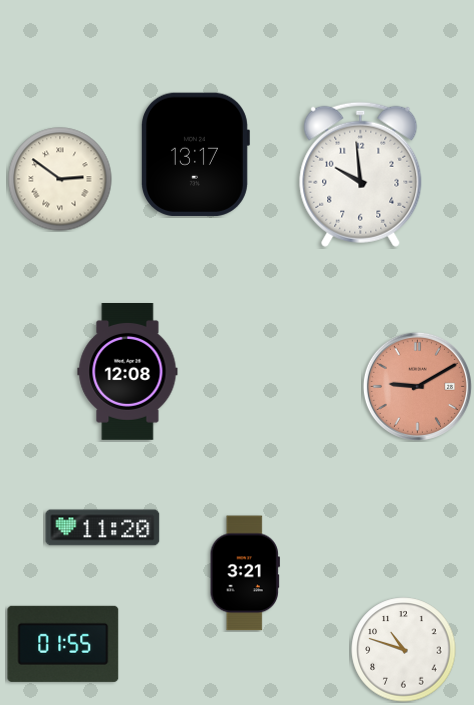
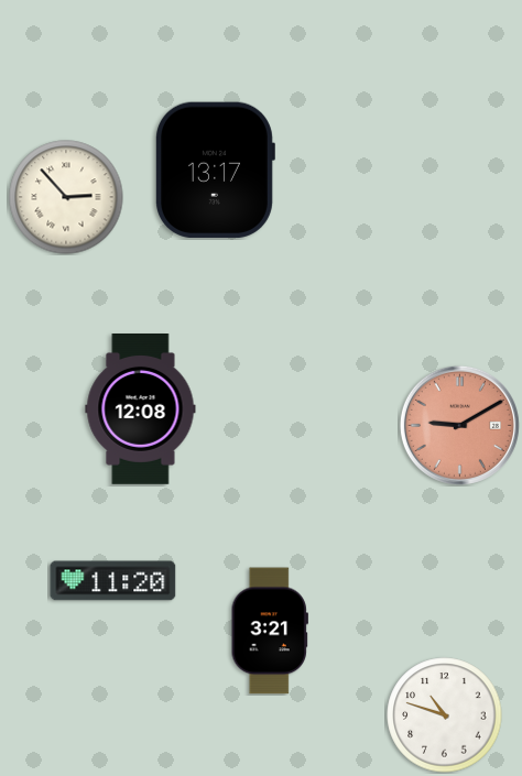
clock at (361, 174): 9:59 -> none
clock at (60, 179): 2:51 -> 2:53
clock at (63, 644): 01:55 -> none
